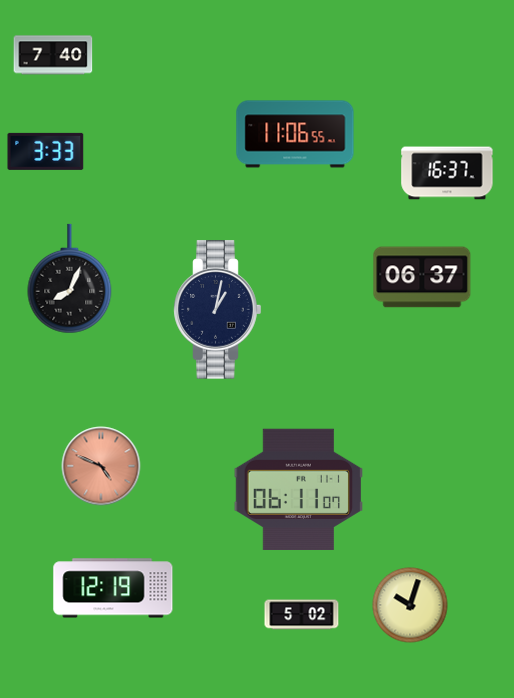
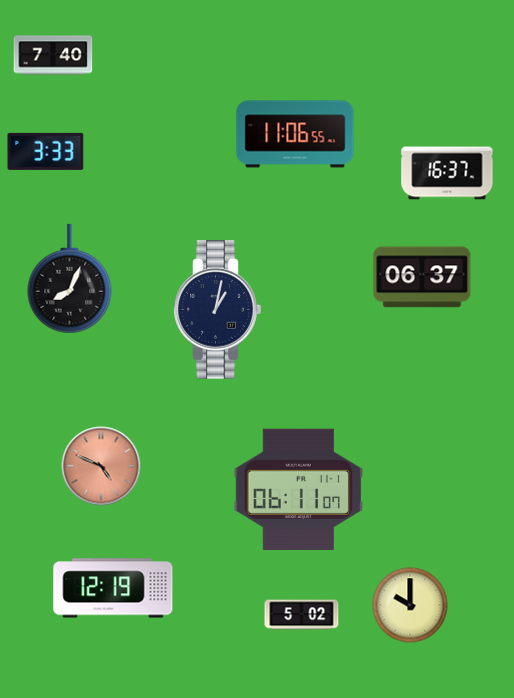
clock at (410, 605): 10:03 -> 10:00
